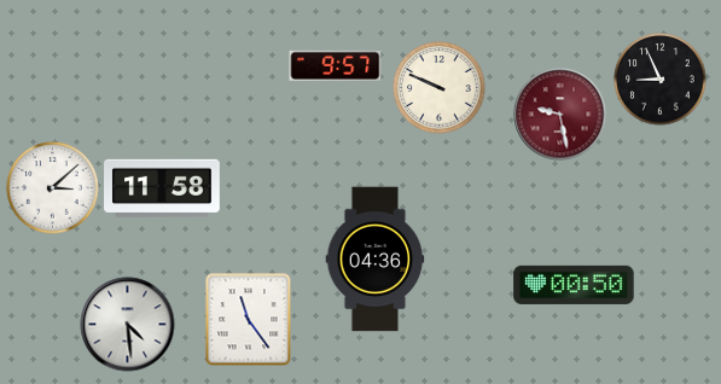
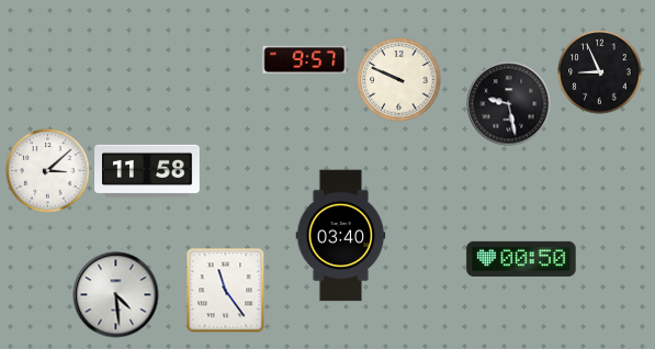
clock at (560, 115) dial: burgundy -> black
clock at (376, 260): 04:36 -> 03:40
